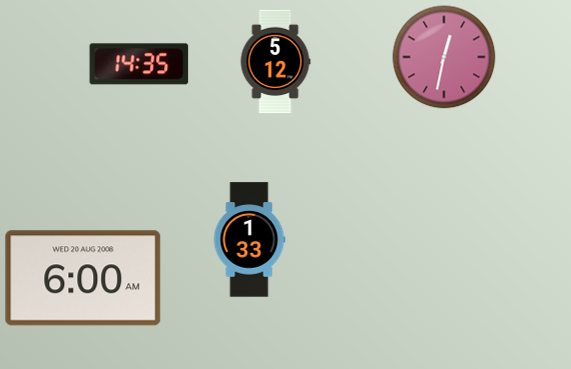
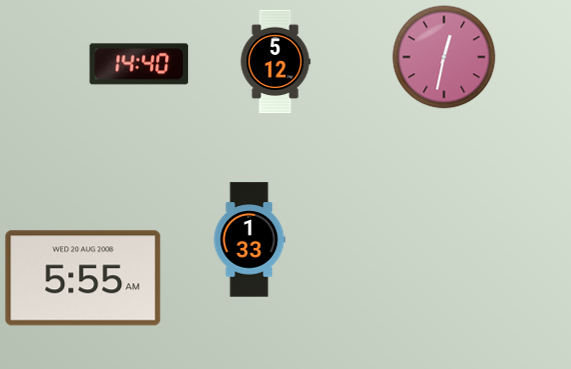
clock at (139, 64): 14:35 -> 14:40
clock at (83, 278): 6:00 -> 5:55
